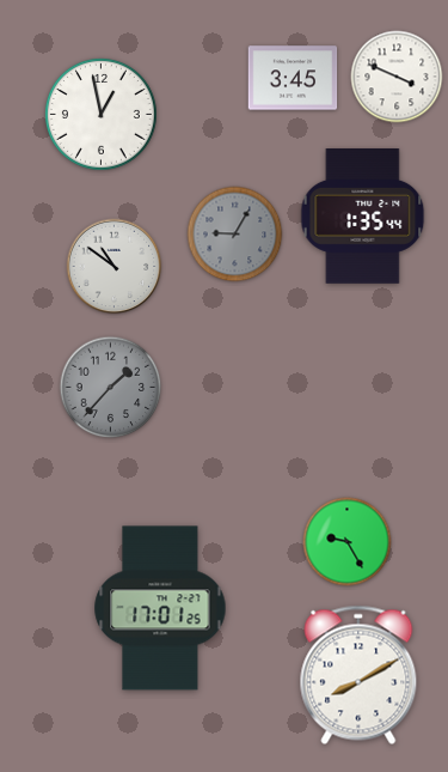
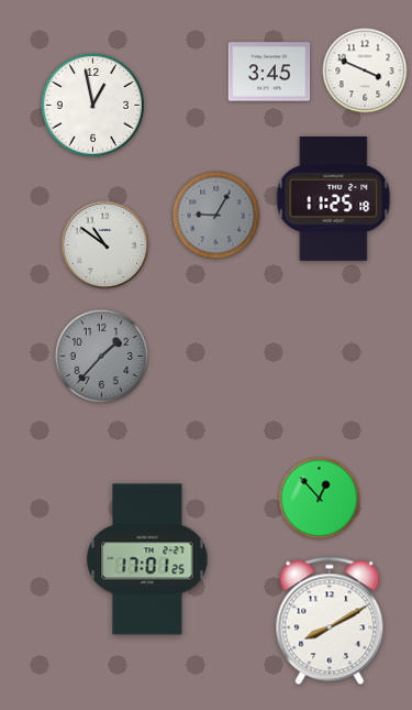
clock at (363, 217): 1:35 -> 11:25
clock at (348, 542): 9:25 -> 12:53
